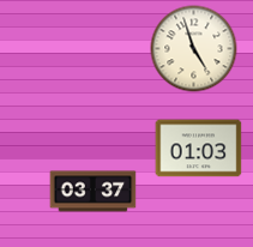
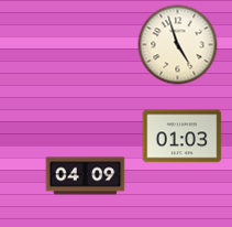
clock at (94, 192): 03:37 -> 04:09
